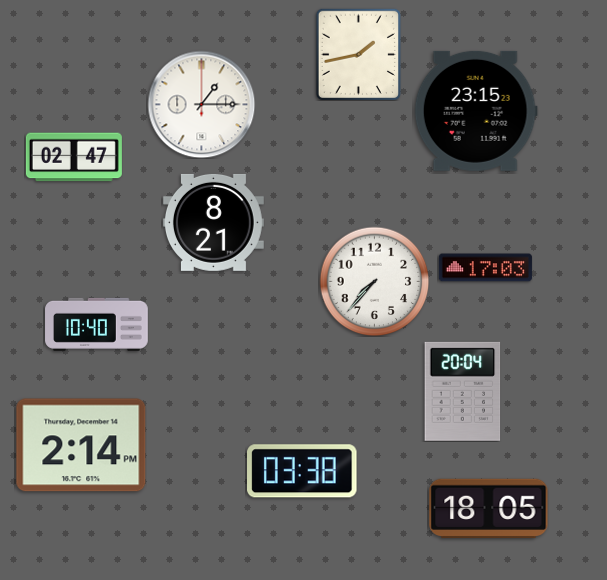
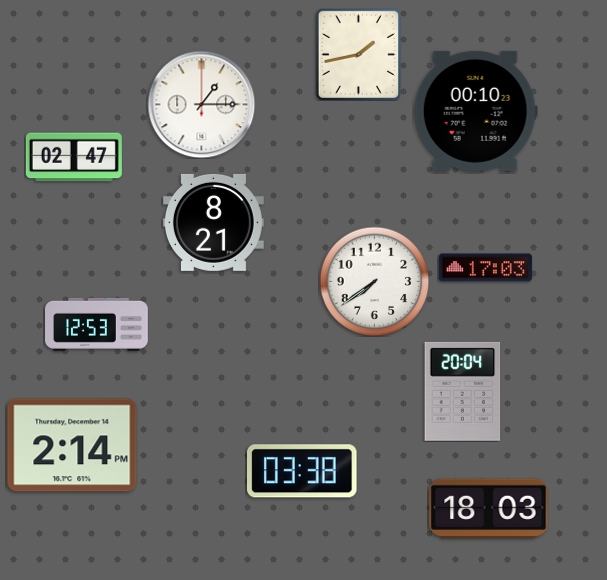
clock at (476, 111): 23:15 -> 00:10
clock at (374, 281): 7:37 -> 7:39
clock at (97, 324): 10:40 -> 12:53
clock at (81, 445) position: (81, 445) -> (72, 445)
clock at (489, 509): 18:05 -> 18:03
